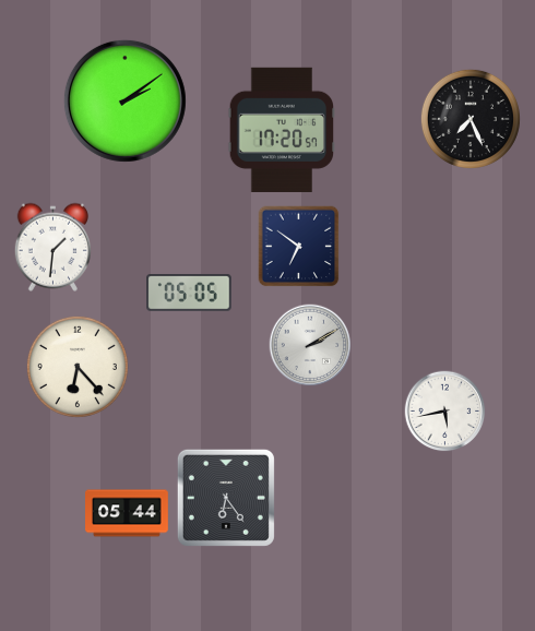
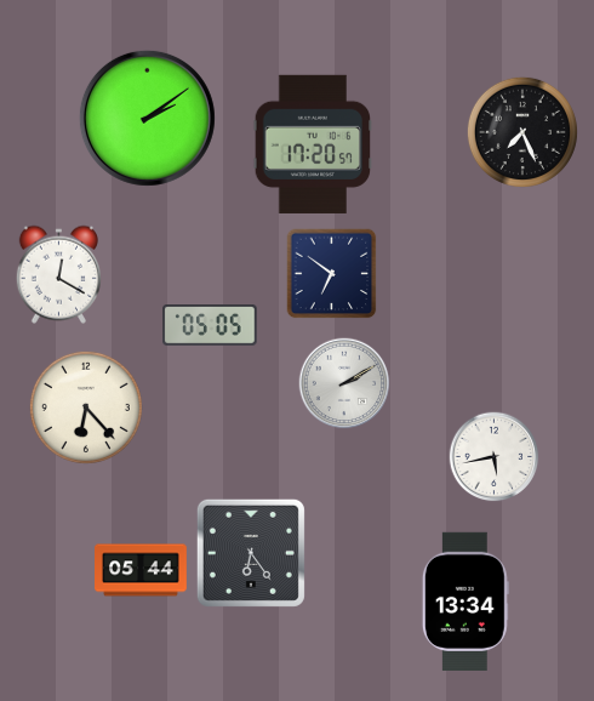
clock at (124, 100) position: (124, 100) -> (147, 118)
clock at (52, 247): 1:31 -> 12:20
clock at (466, 600): none -> 13:34
